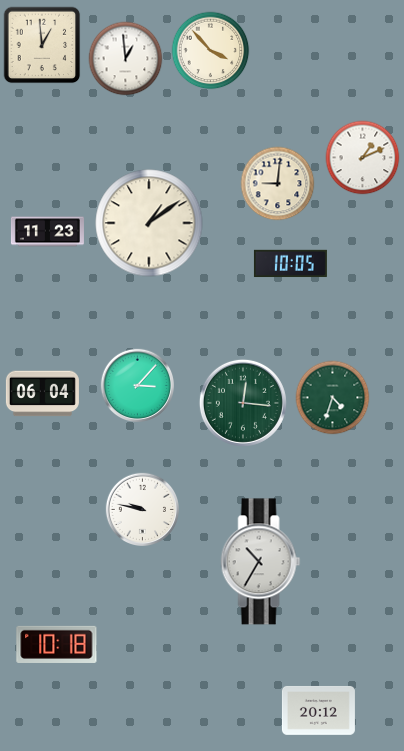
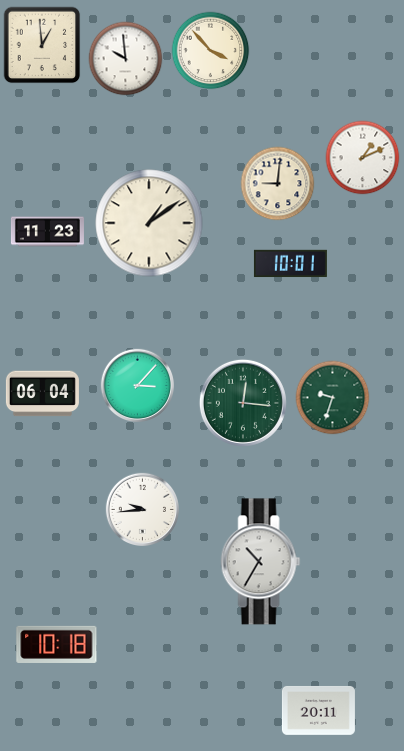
clock at (126, 59): 12:59 -> 9:59
clock at (290, 264): 10:05 -> 10:01
clock at (333, 398): 4:33 -> 9:33
clock at (142, 509): 9:47 -> 9:44
clock at (318, 711): 20:12 -> 20:11
